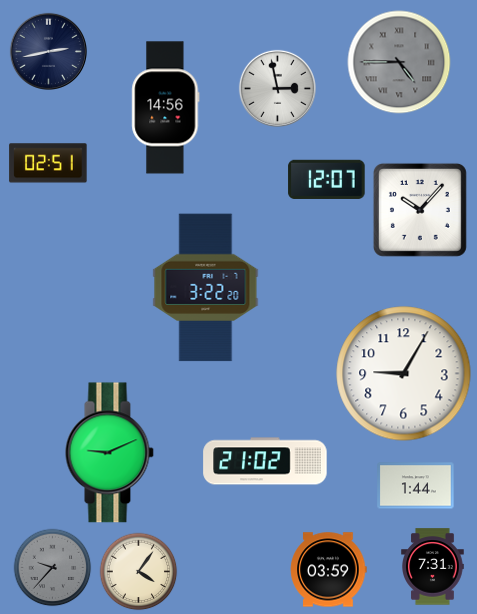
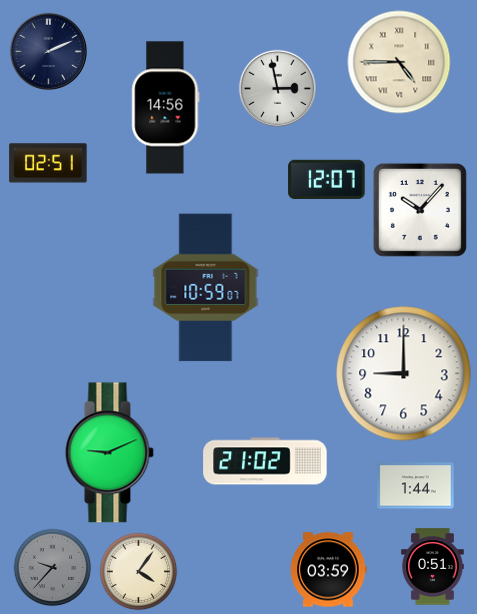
clock at (48, 51): 2:43 -> 2:11
clock at (399, 62) dial: grey -> cream
clock at (206, 288): 3:22 -> 10:59
clock at (404, 374): 9:05 -> 9:00
clock at (433, 567): 7:31 -> 0:51
